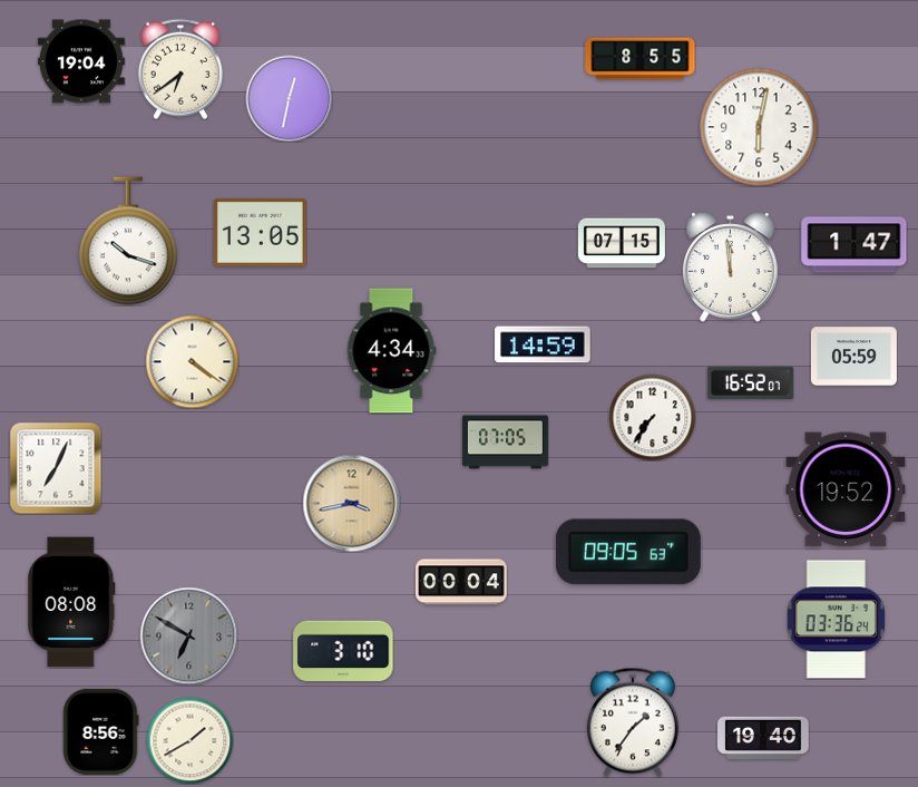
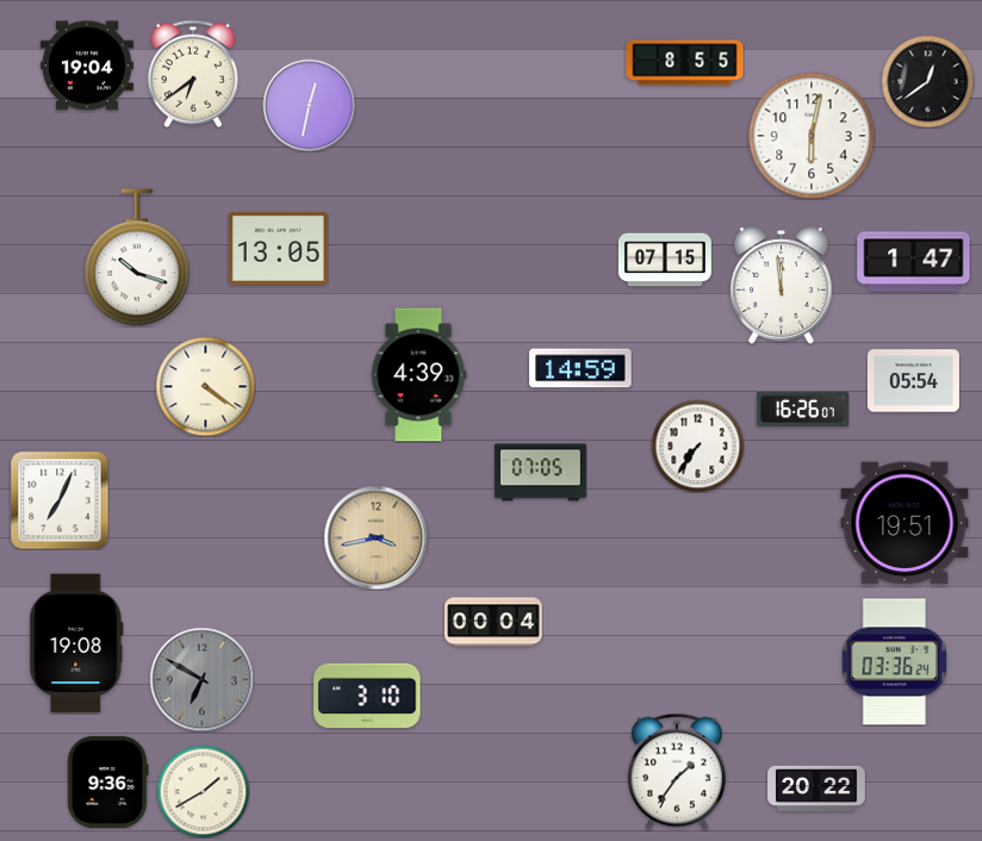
clock at (927, 81): none -> 12:39
clock at (391, 351): 4:34 -> 4:39
clock at (853, 357): 05:59 -> 05:54
clock at (750, 382): 16:52 -> 16:26
clock at (846, 489): 19:52 -> 19:51
clock at (628, 552): 09:05 -> none
clock at (71, 602): 08:08 -> 19:08
clock at (101, 731): 8:56 -> 9:36
clock at (764, 738): 19:40 -> 20:22
